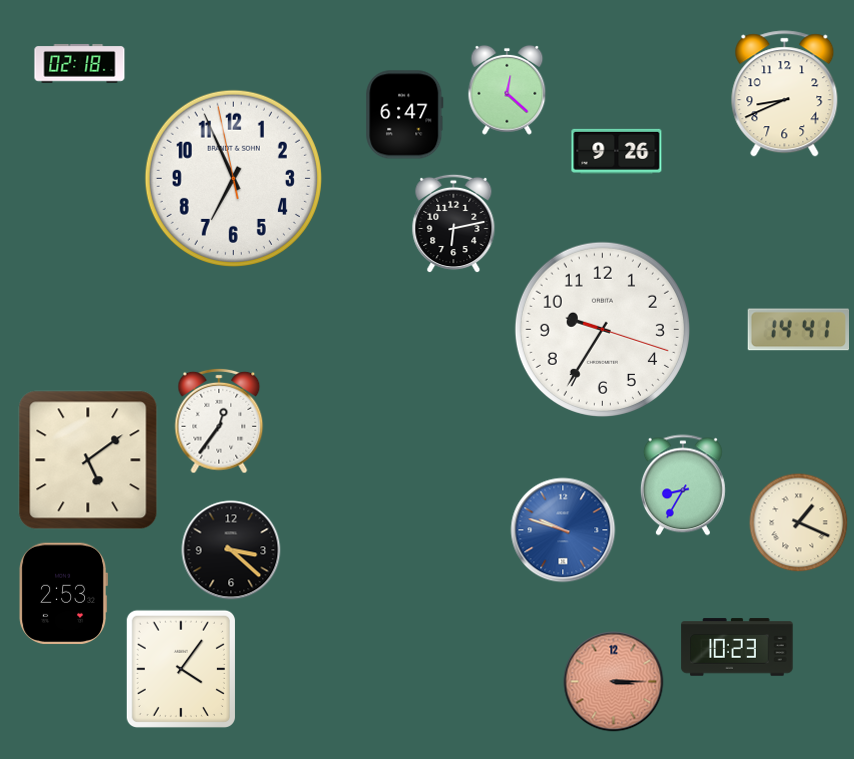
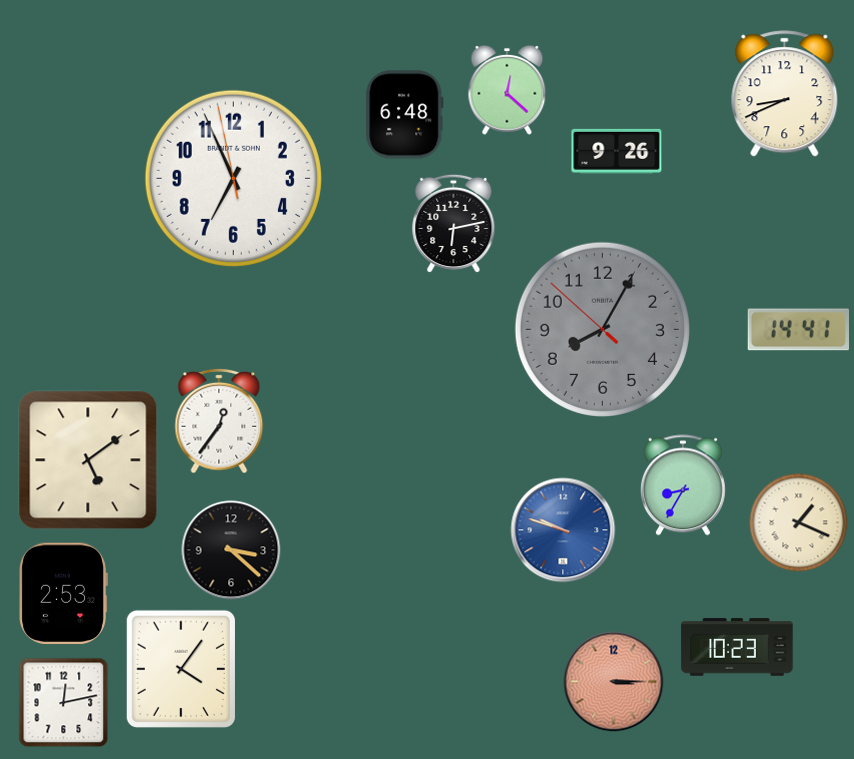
clock at (80, 64): 02:18 -> none
clock at (405, 115): 6:47 -> 6:48
clock at (602, 329): 9:35 -> 8:04
clock at (602, 329) dial: white -> grey
clock at (64, 703): none -> 12:13
